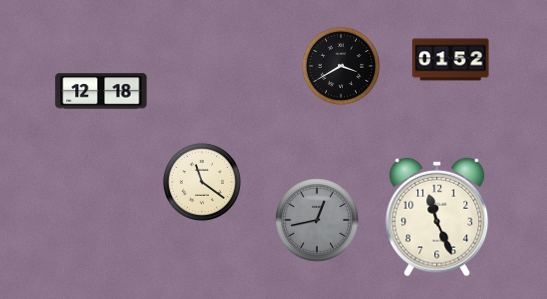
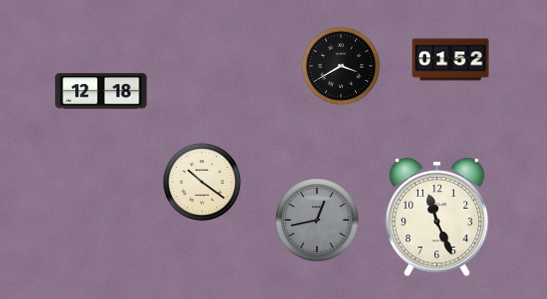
clock at (202, 182): 11:21 -> 10:21
